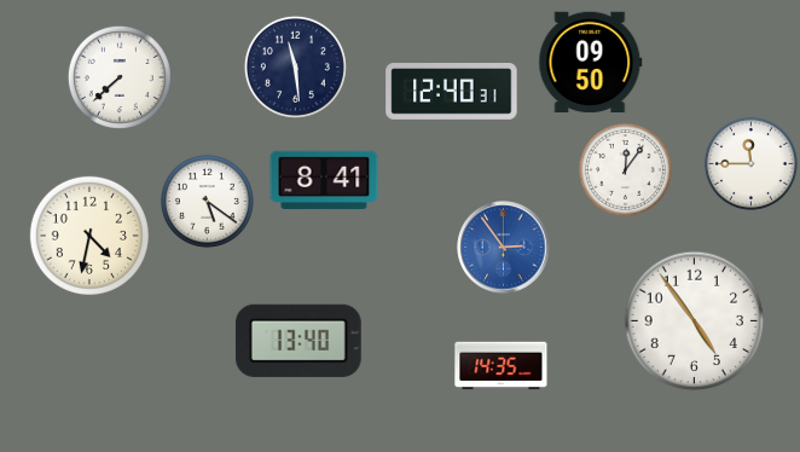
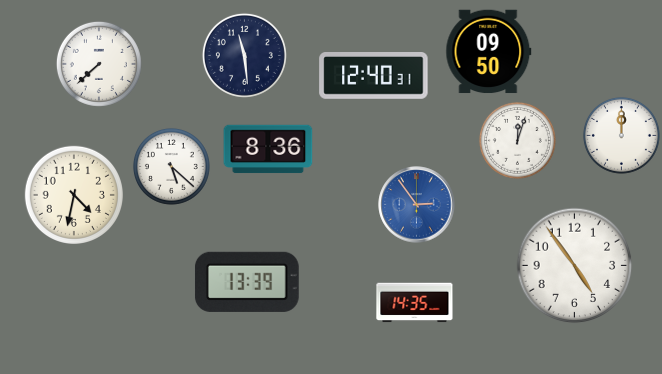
clock at (750, 163): 11:45 -> 12:00
clock at (625, 169): 12:06 -> 12:03
clock at (324, 180): 8:41 -> 8:36
clock at (207, 201): 5:21 -> 5:22
clock at (298, 341): 13:40 -> 13:39
